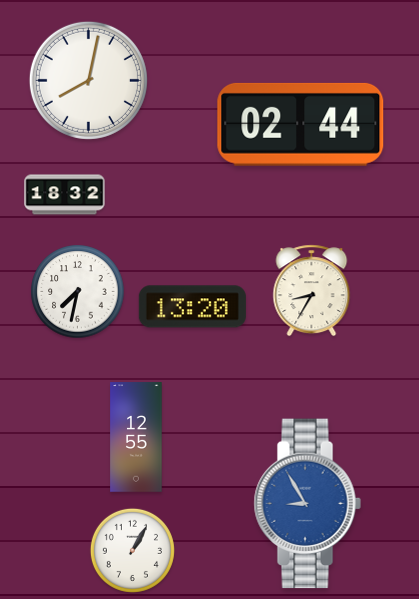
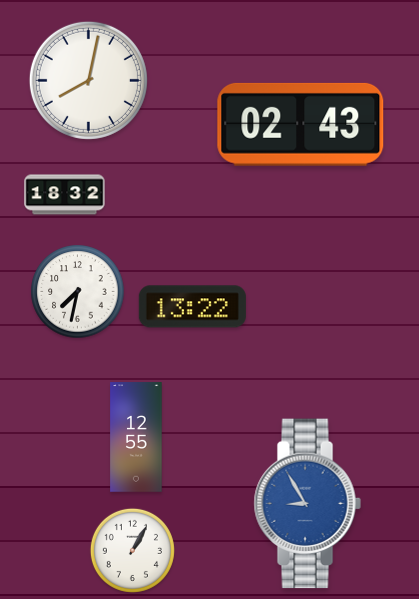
clock at (301, 124): 02:44 -> 02:43
clock at (312, 291): 8:35 -> none
clock at (192, 307): 13:20 -> 13:22
